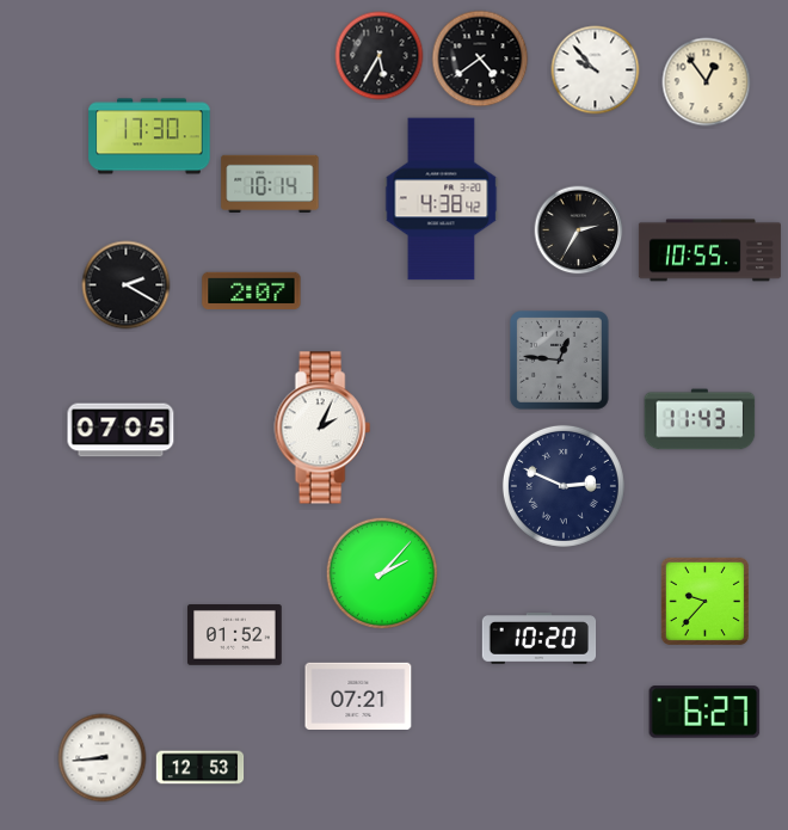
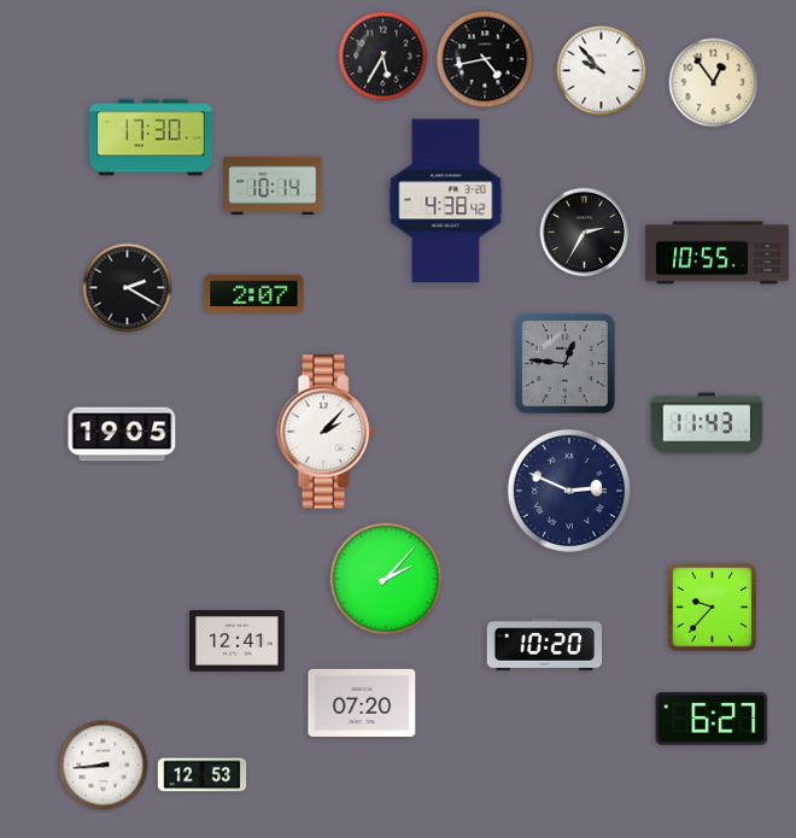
clock at (480, 59): 4:39 -> 4:43
clock at (322, 428): 2:04 -> 2:07
clock at (121, 430): 07:05 -> 19:05
clock at (235, 635): 01:52 -> 12:41
clock at (358, 696): 07:21 -> 07:20
